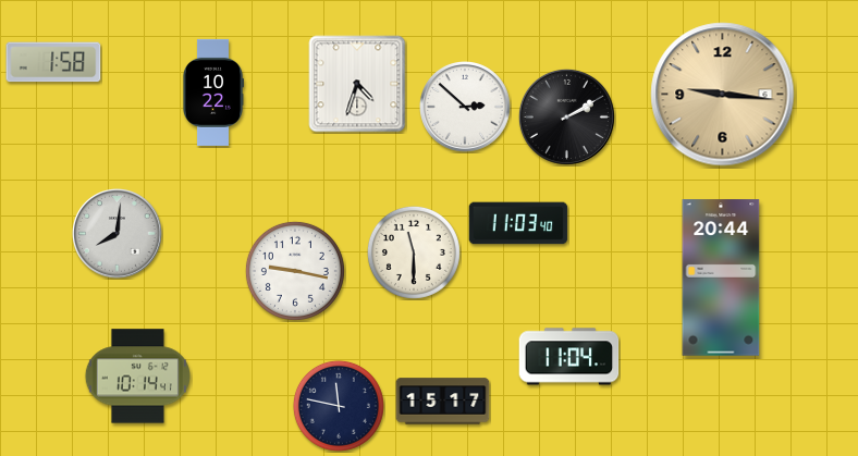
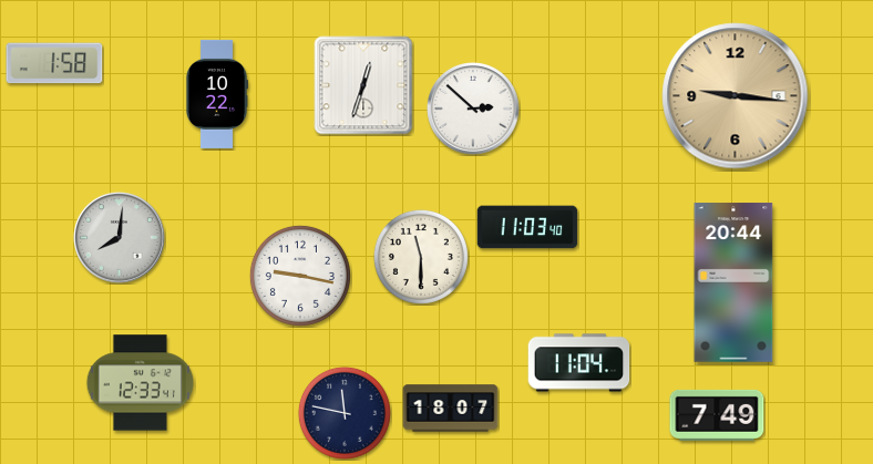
clock at (357, 84): 4:33 -> 12:33
clock at (566, 116): 2:10 -> none
clock at (137, 377): 10:14 -> 12:33
clock at (443, 402): 15:17 -> 18:07
clock at (717, 415): none -> 7:49
